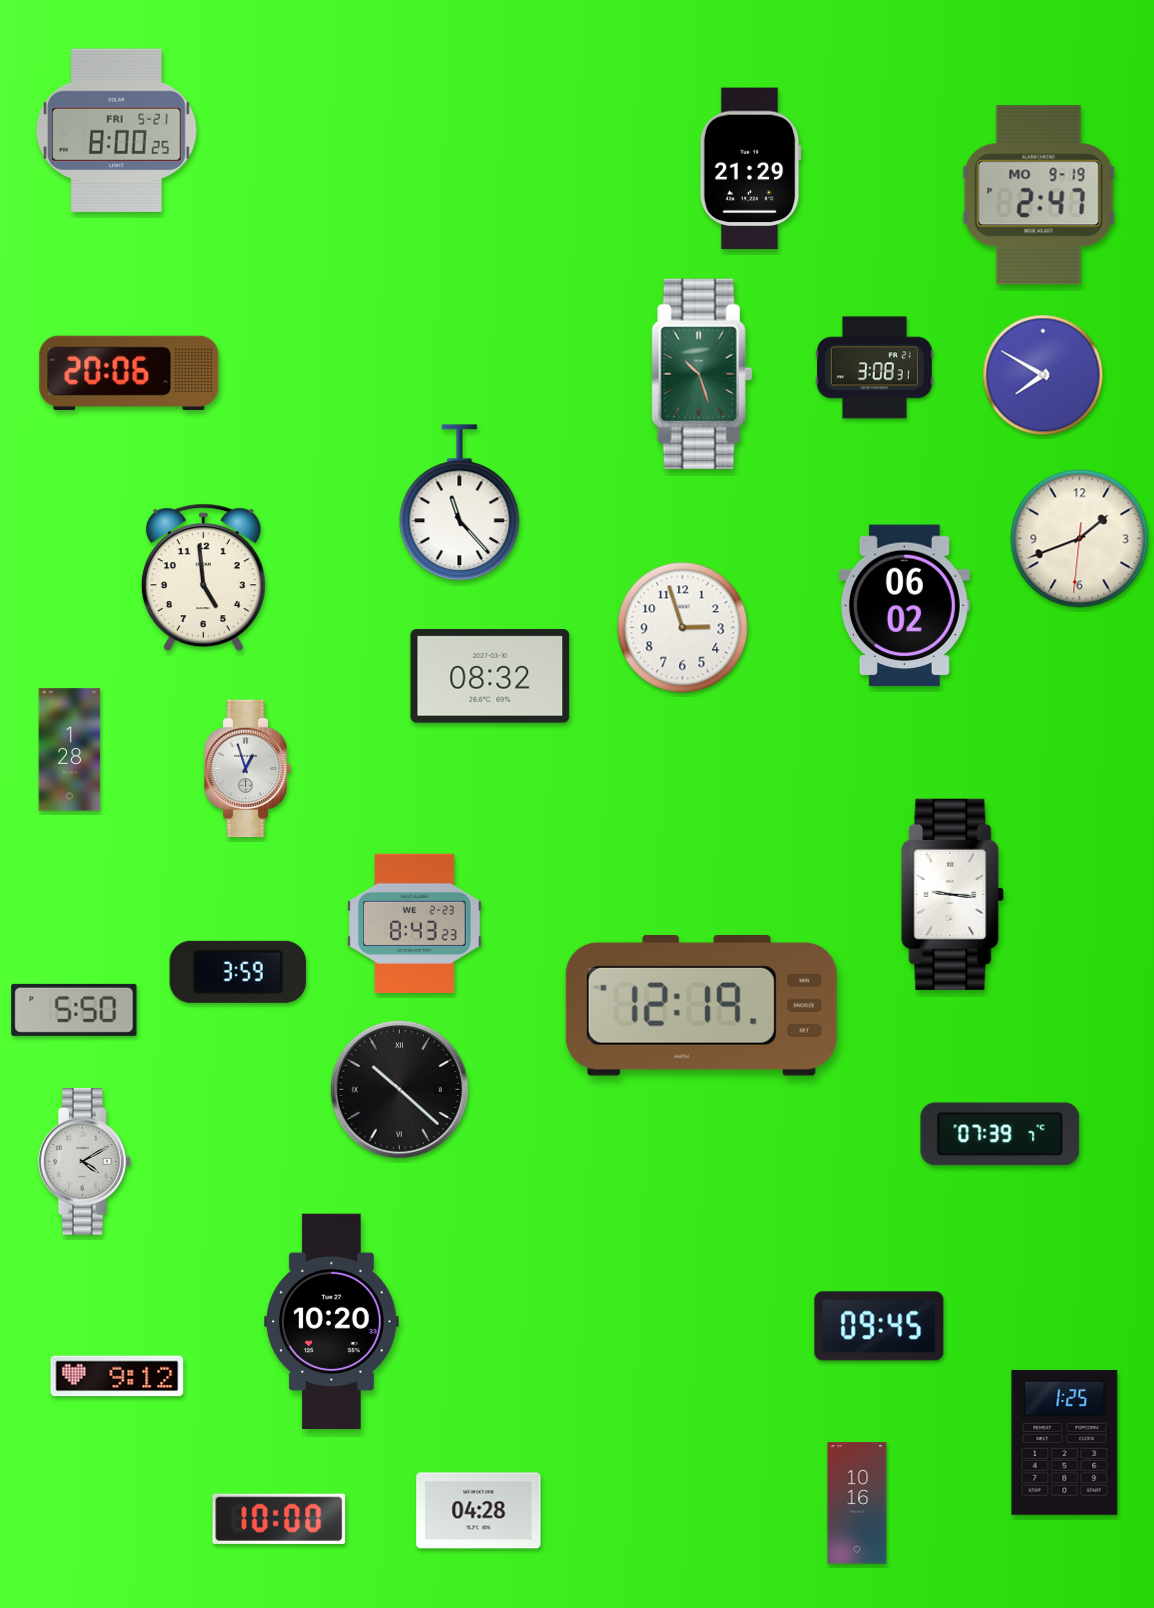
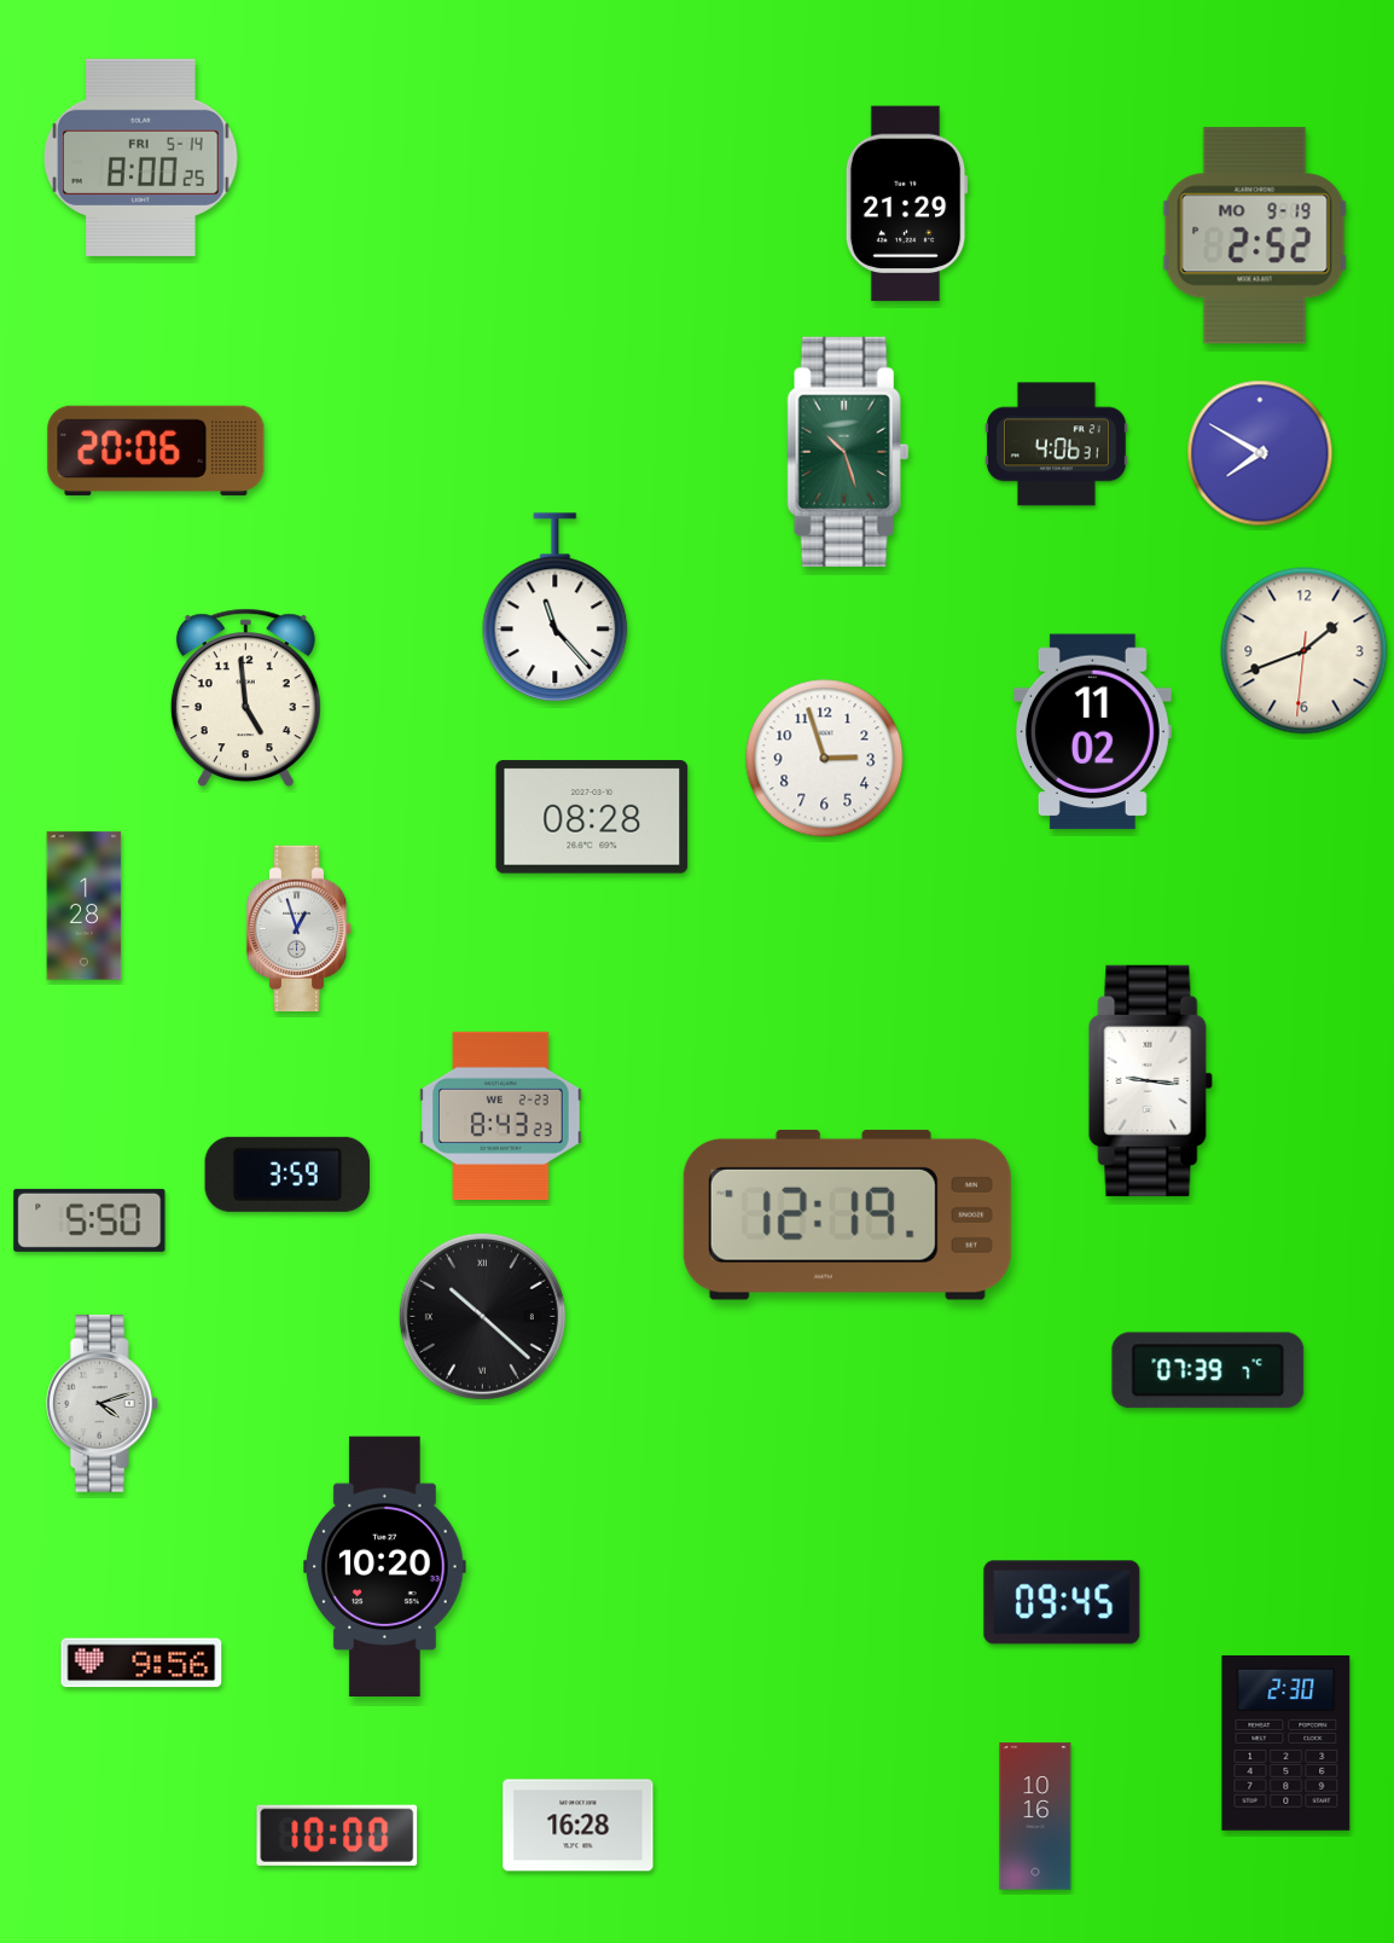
clock at (117, 130) date: FRI 5-21 -> FRI 5-14
clock at (1039, 195): 2:47 -> 2:52
clock at (874, 368): 3:08 -> 4:06
clock at (904, 606): 06:02 -> 11:02
clock at (490, 676): 08:32 -> 08:28
clock at (84, 1162): 4:10 -> 4:12
clock at (332, 1321) position: (332, 1321) -> (385, 1566)
clock at (117, 1376): 9:12 -> 9:56
clock at (1065, 1442): 1:25 -> 2:30
clock at (479, 1511): 04:28 -> 16:28
